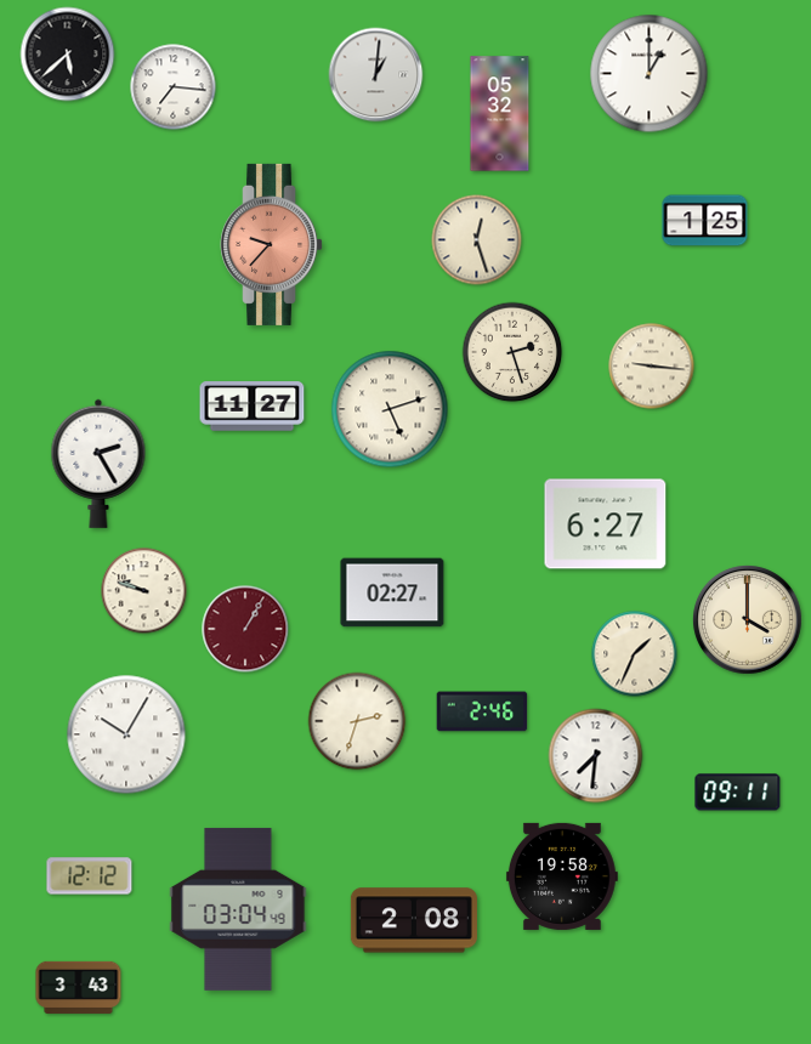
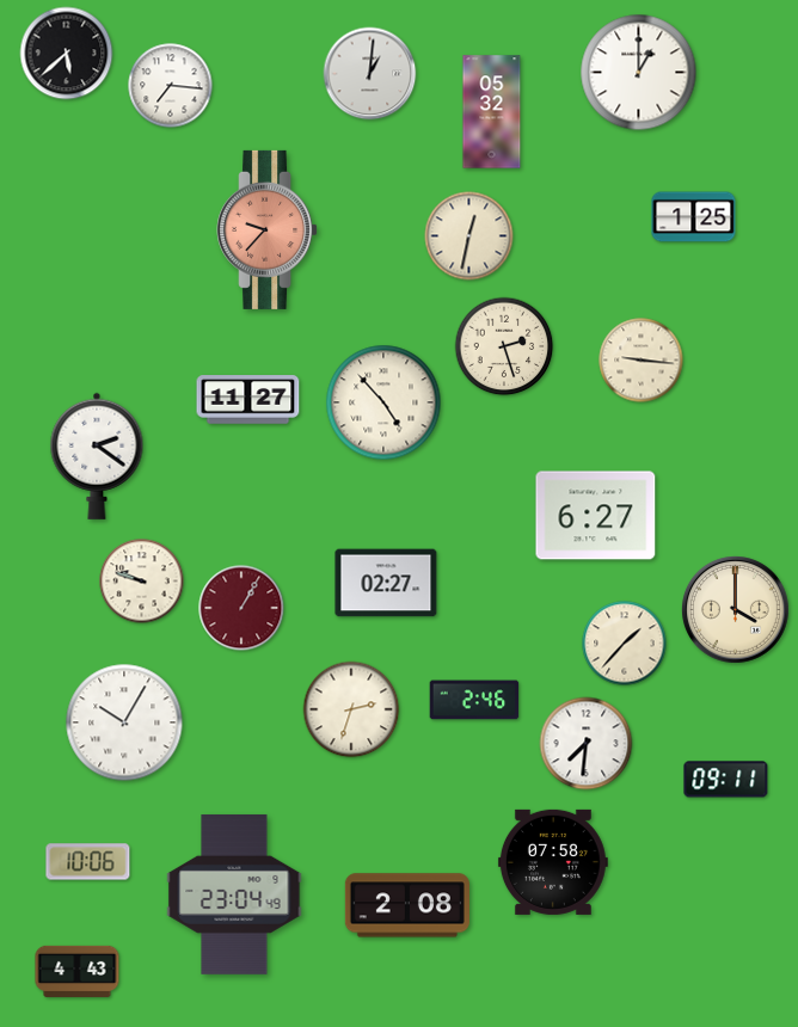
clock at (477, 240): 12:27 -> 12:32
clock at (272, 244) position: (272, 244) -> (268, 229)
clock at (390, 409): 5:12 -> 4:53
clock at (98, 464): 2:25 -> 2:21
clock at (245, 629) position: (245, 629) -> (241, 608)
clock at (635, 654): 1:34 -> 1:37
clock at (90, 876): 12:12 -> 10:06
clock at (562, 876): 19:58 -> 07:58
clock at (238, 909): 03:04 -> 23:04
clock at (79, 987): 3:43 -> 4:43
